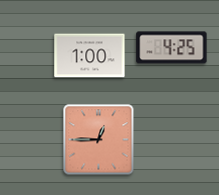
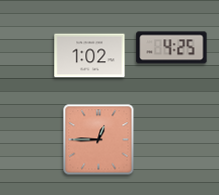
clock at (90, 56): 1:00 -> 1:02
